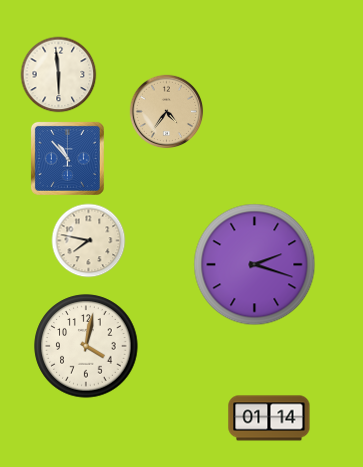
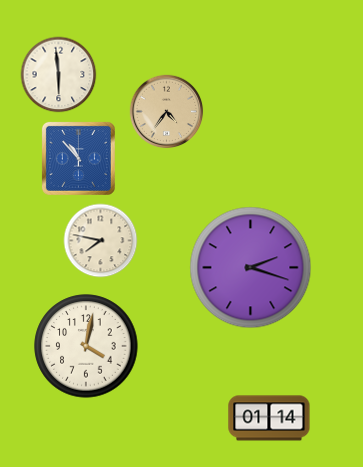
clock at (67, 158) position: (67, 158) -> (78, 158)
clock at (89, 241) position: (89, 241) -> (101, 241)
clock at (255, 265) position: (255, 265) -> (251, 268)
